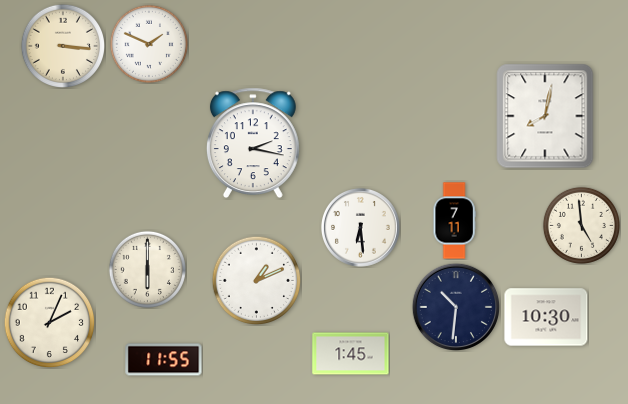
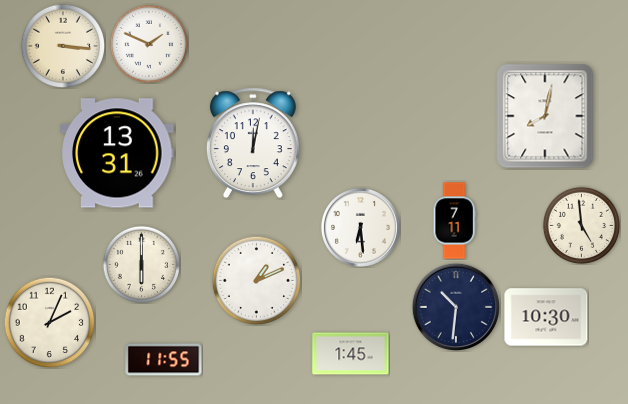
clock at (253, 143): 2:17 -> 12:02
clock at (117, 153): none -> 13:31
clock at (147, 269) position: (147, 269) -> (141, 264)
